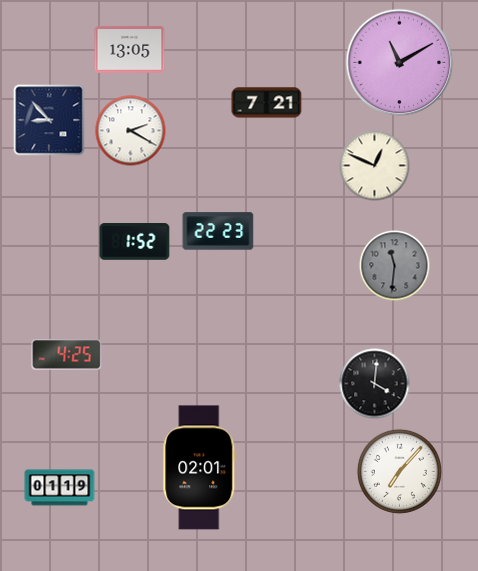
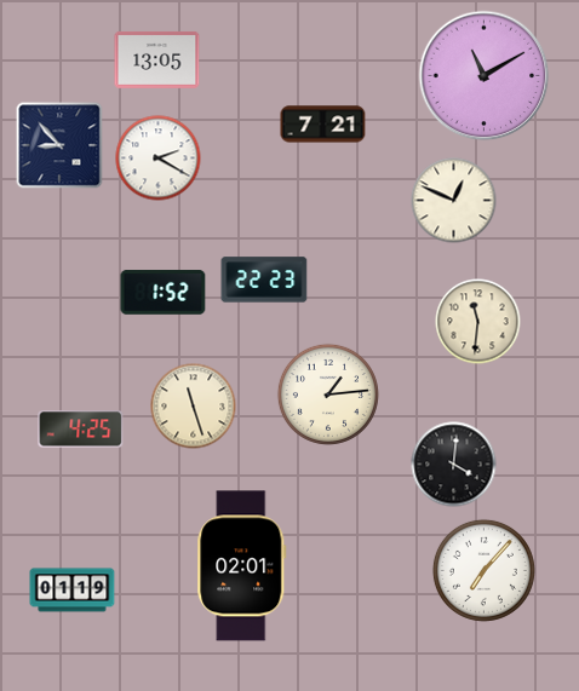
clock at (395, 266) dial: grey -> cream
clock at (328, 395): none -> 1:14
clock at (194, 407): none -> 11:27
